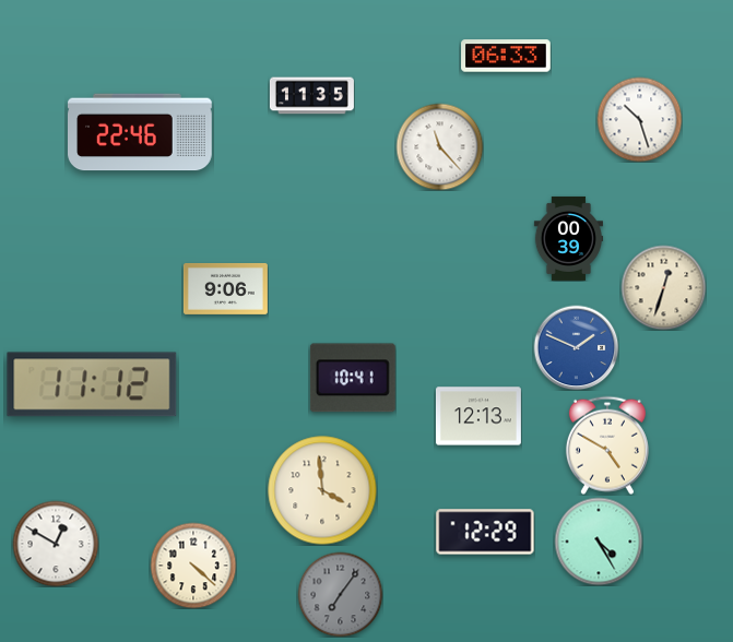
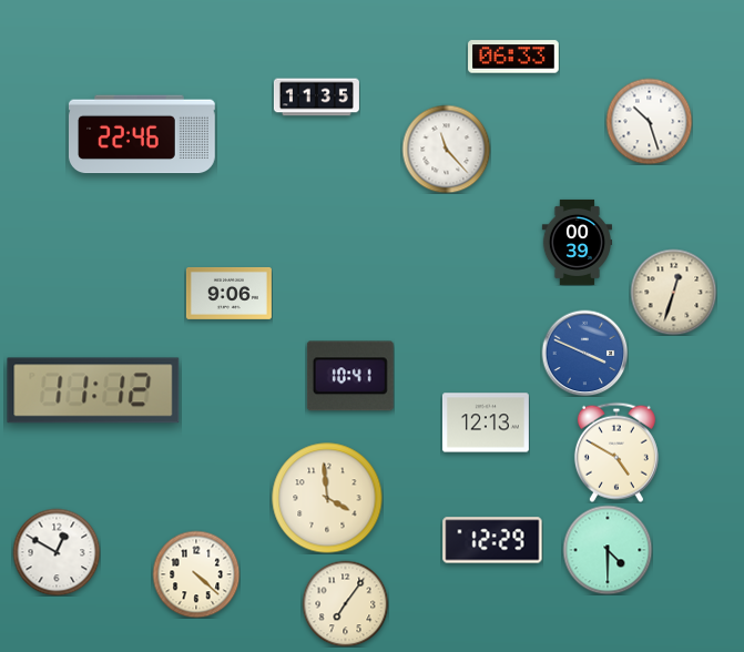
clock at (576, 347): 1:49 -> 3:49
clock at (353, 378) position: (353, 378) -> (350, 376)
clock at (599, 542): 4:25 -> 4:30
clock at (340, 594) dial: grey -> cream
